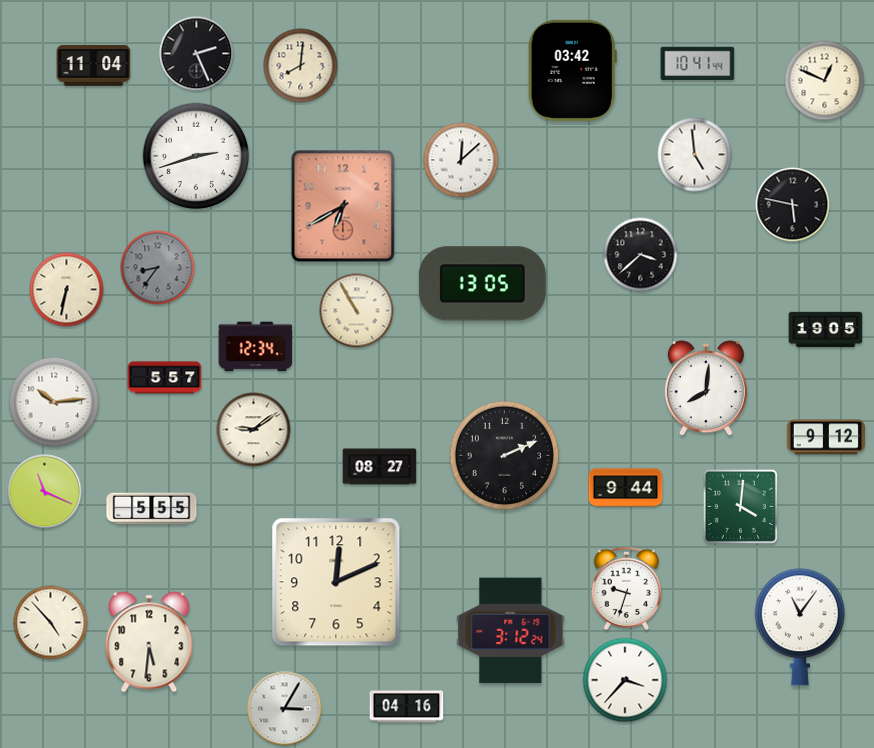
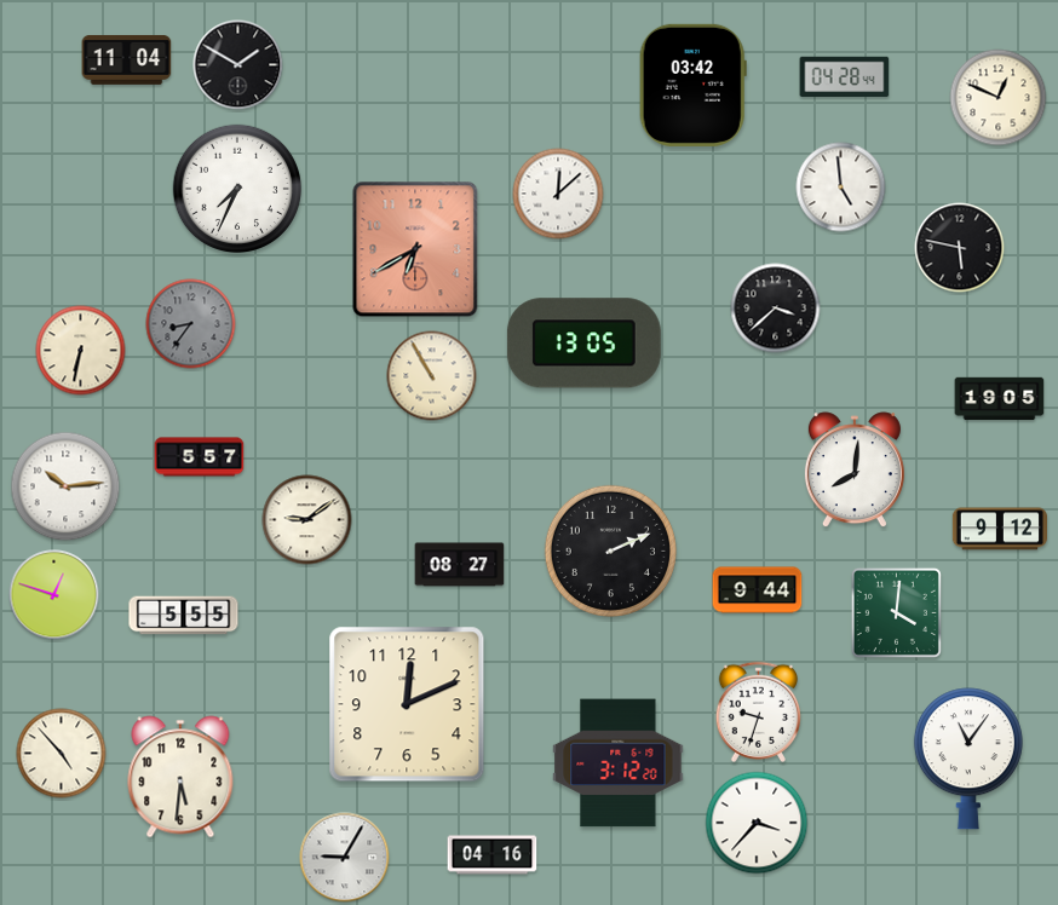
clock at (197, 54): 2:26 -> 1:50
clock at (698, 64): 10:41 -> 04:28
clock at (94, 65) position: (94, 65) -> (127, 59)
clock at (301, 66): 8:01 -> none
clock at (196, 156): 2:42 -> 7:34
clock at (256, 347): 12:34 -> none
clock at (45, 492): 11:19 -> 12:48
clock at (511, 631): 3:12:24 -> 3:12:20
clock at (285, 709): 3:05 -> 9:05
